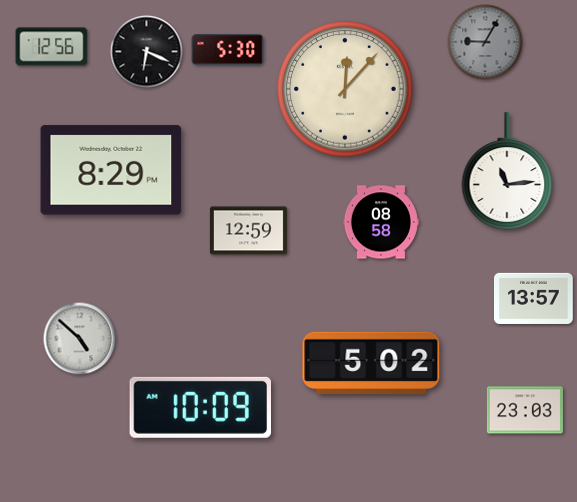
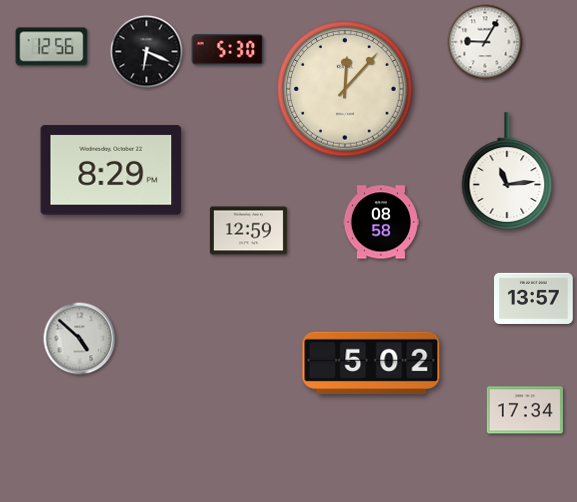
clock at (485, 42) dial: grey -> white
clock at (200, 407): 10:09 -> none
clock at (525, 410): 23:03 -> 17:34
